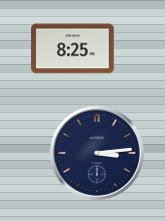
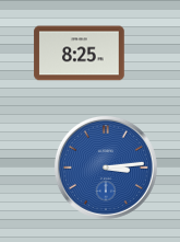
clock at (97, 153) dial: navy -> blue
